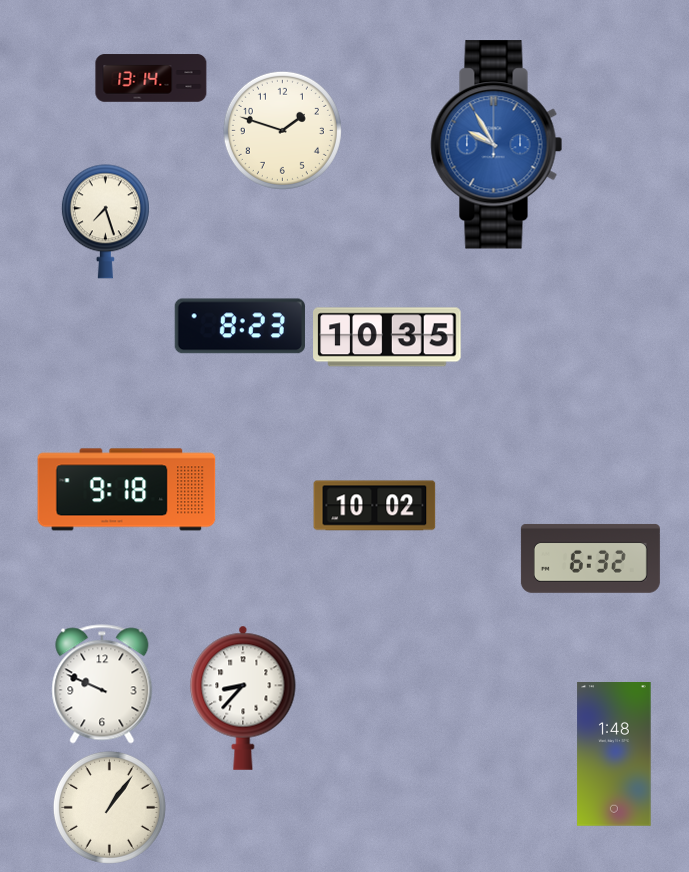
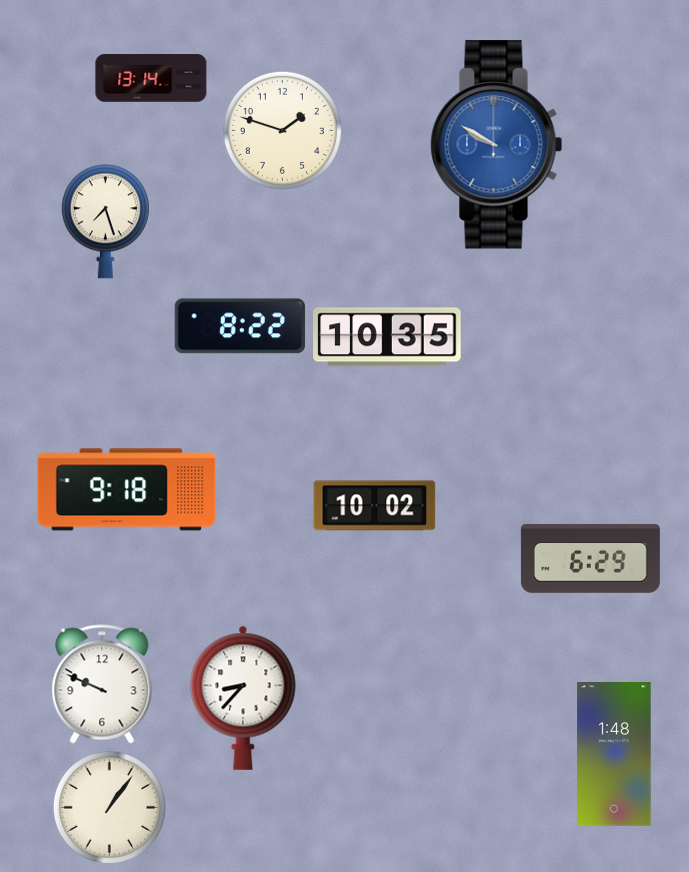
clock at (497, 145): 9:55 -> 9:50
clock at (240, 326): 8:23 -> 8:22
clock at (590, 558): 6:32 -> 6:29
